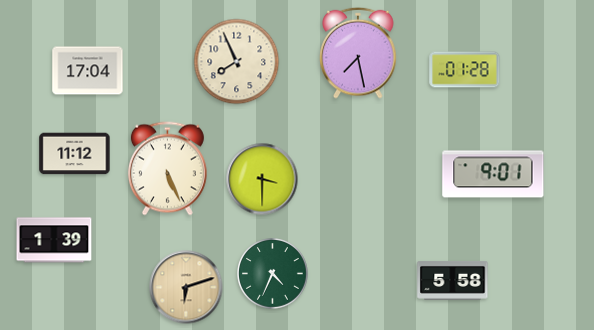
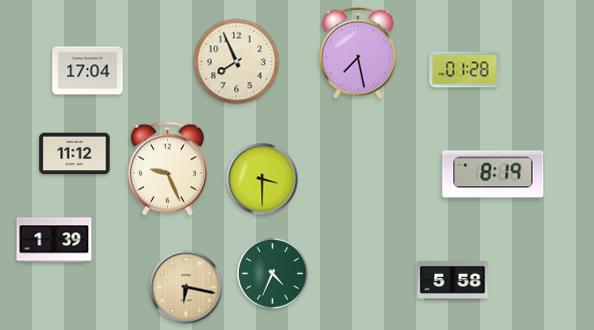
clock at (167, 169): 5:26 -> 9:26
clock at (493, 174): 9:01 -> 8:19
clock at (186, 287): 6:12 -> 6:17
